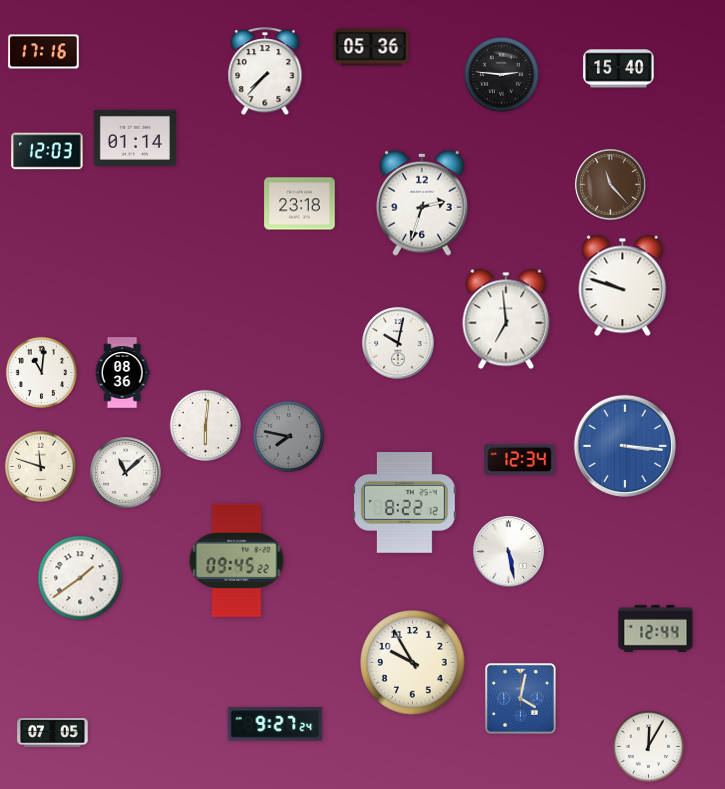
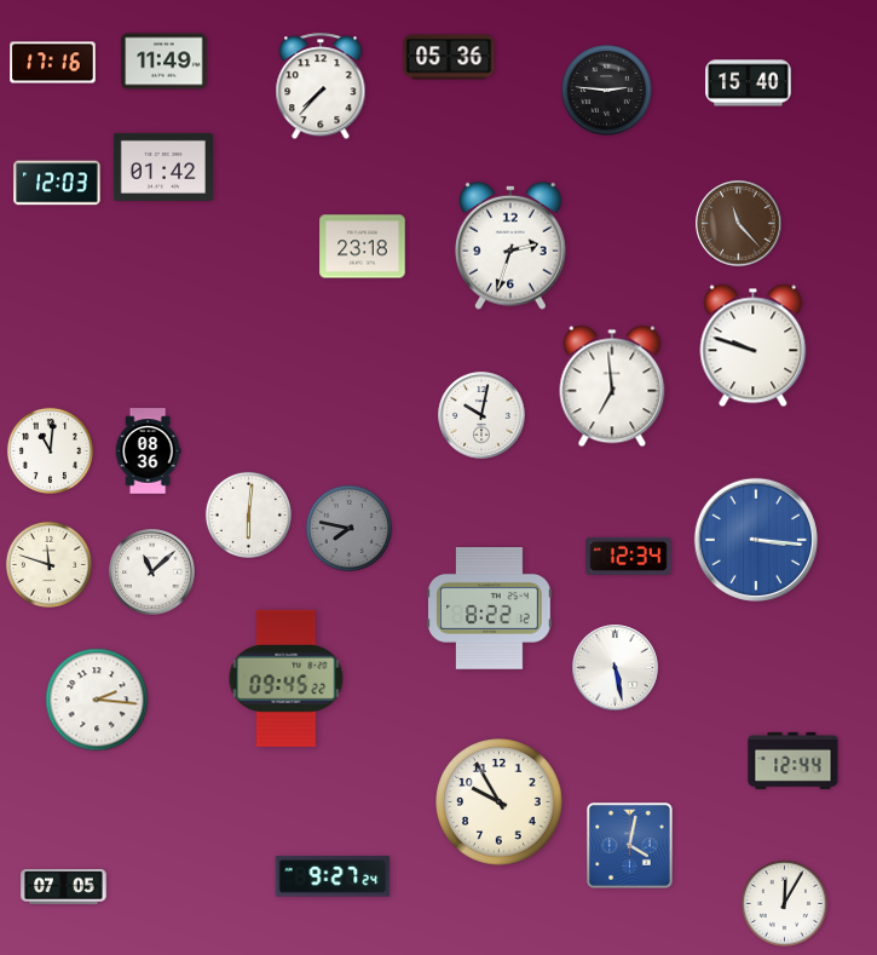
clock at (165, 62): none -> 11:49
clock at (134, 138): 01:14 -> 01:42
clock at (80, 578): 1:39 -> 2:16
